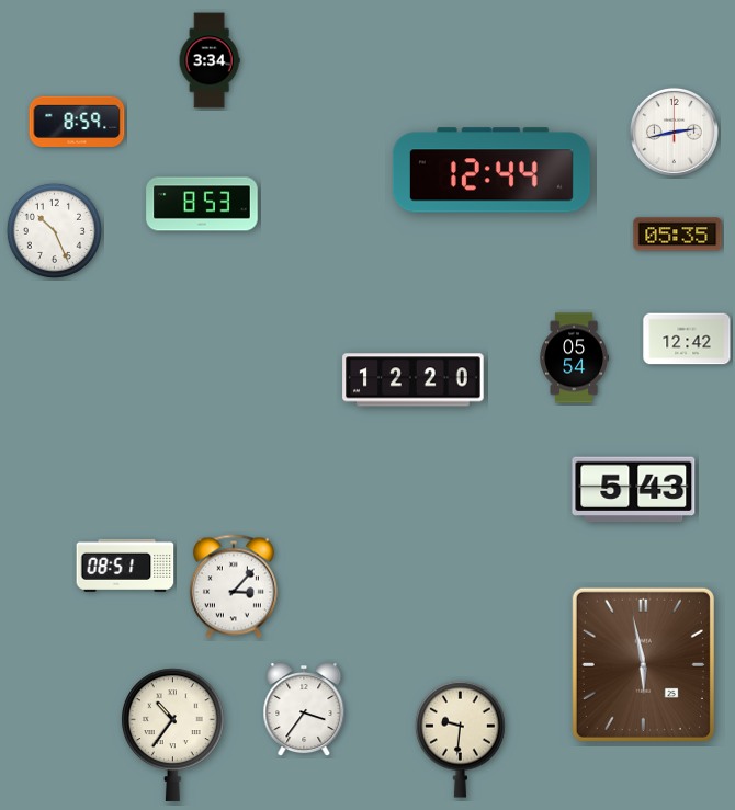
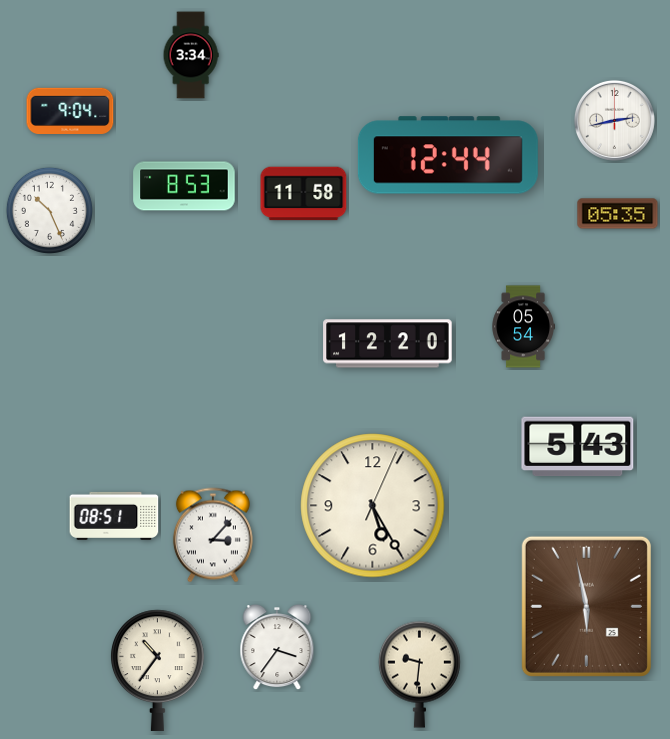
clock at (77, 121): 8:59 -> 9:04
clock at (304, 194): none -> 11:58
clock at (687, 339): 12:42 -> none
clock at (414, 380) position: (414, 380) -> (388, 344)
clock at (373, 506): none -> 5:25
